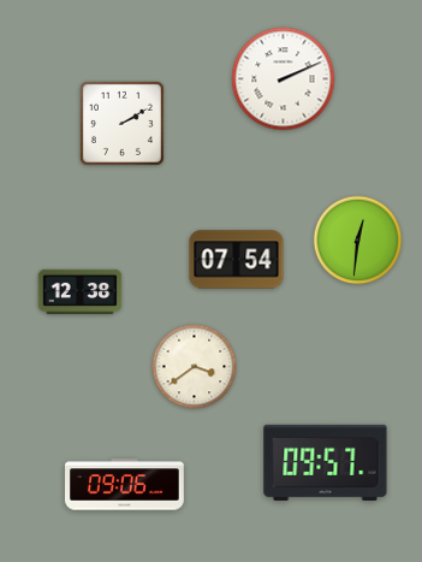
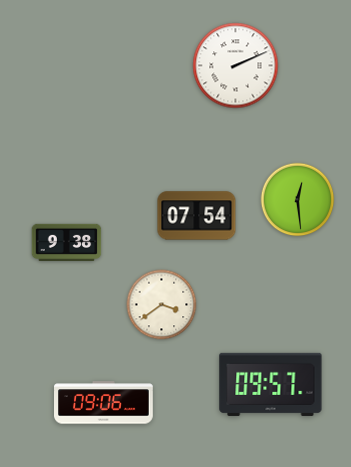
clock at (121, 123): 2:10 -> none
clock at (358, 241): 12:31 -> 12:29
clock at (81, 291): 12:38 -> 9:38
